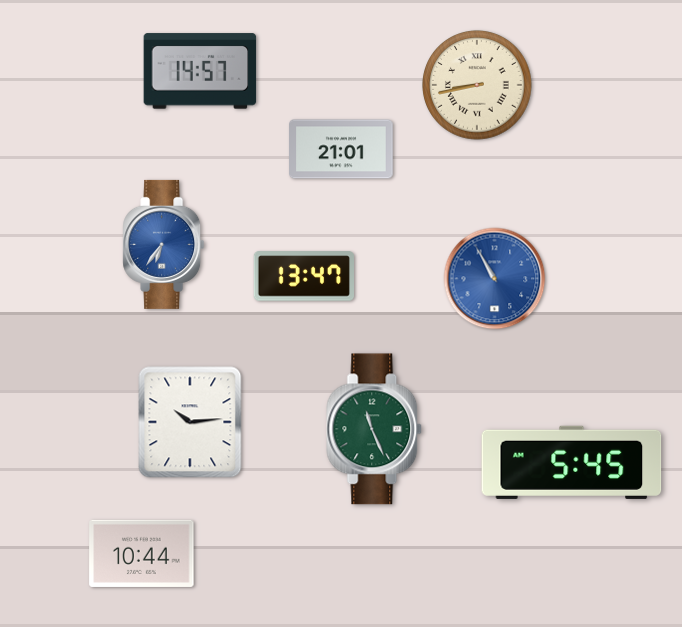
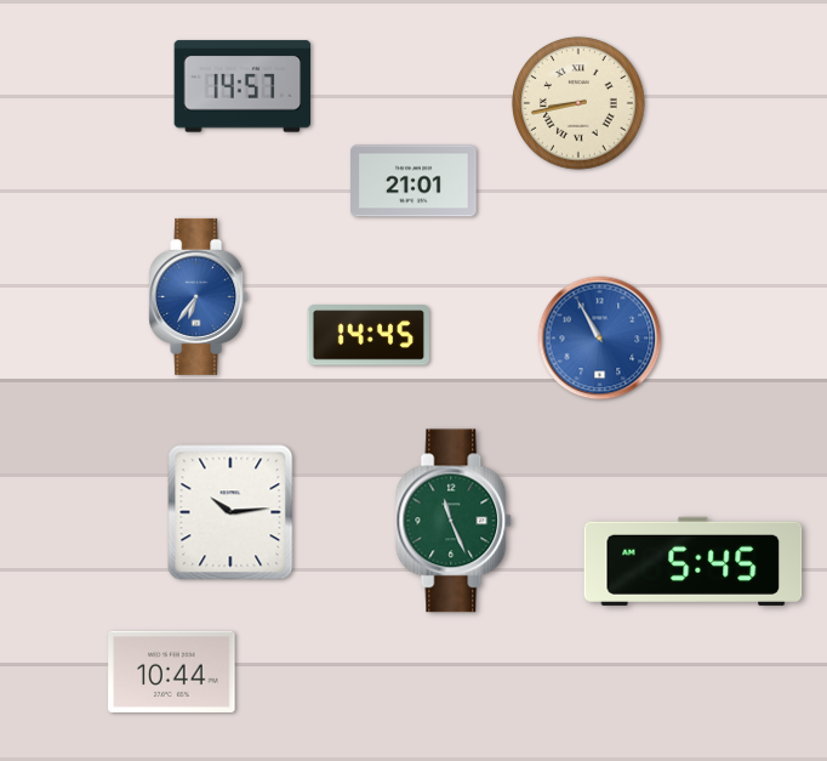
clock at (303, 276): 13:47 -> 14:45
